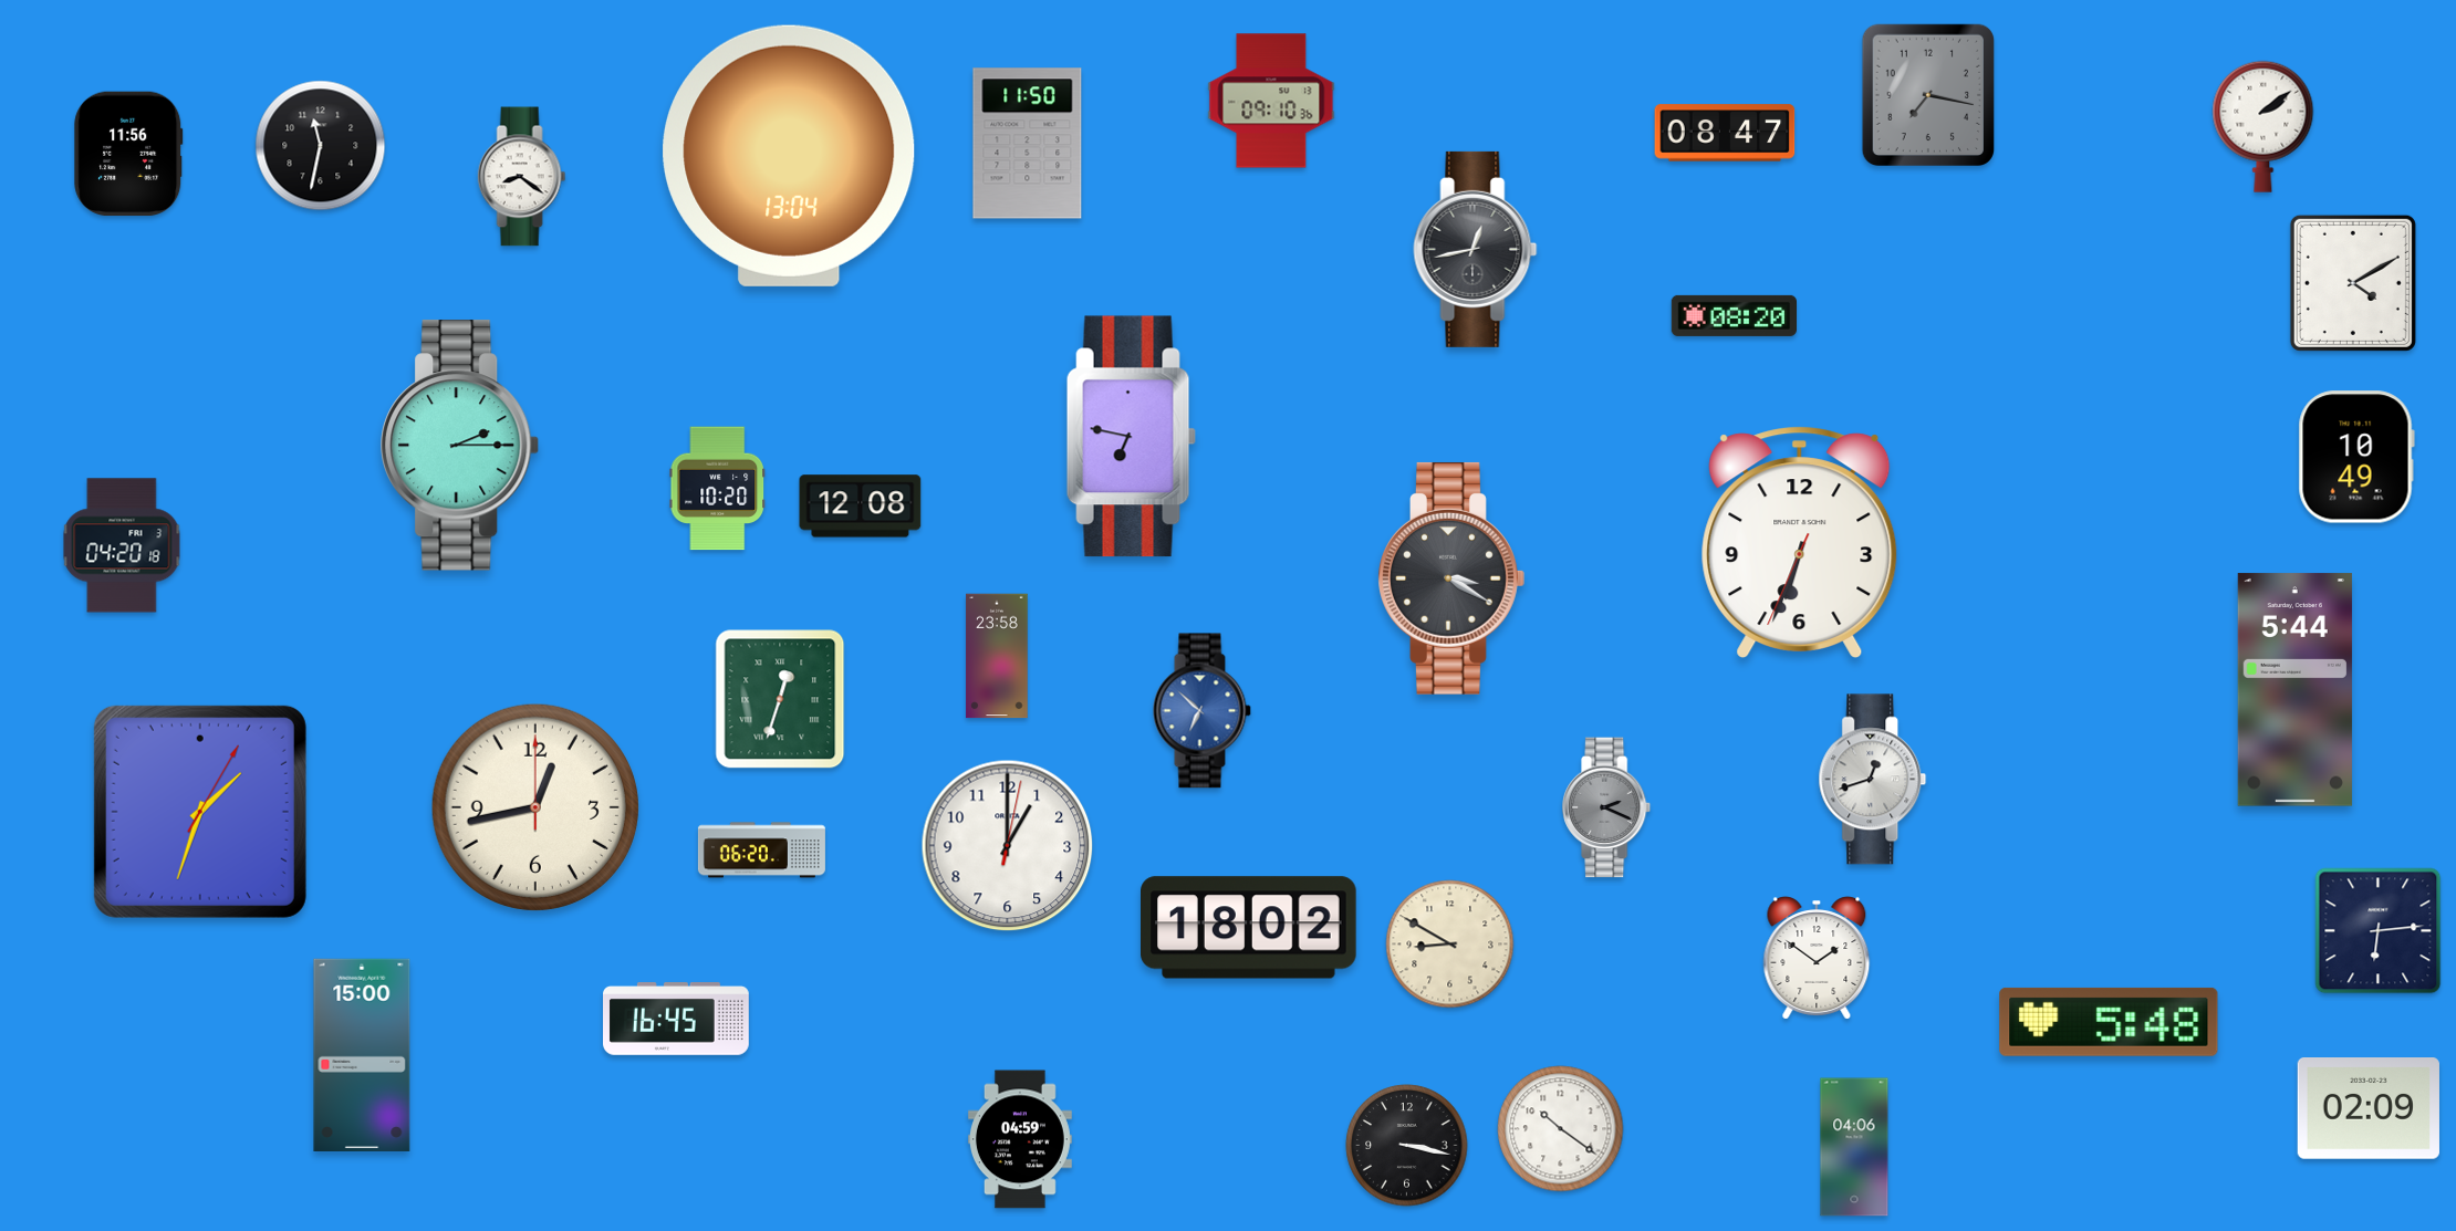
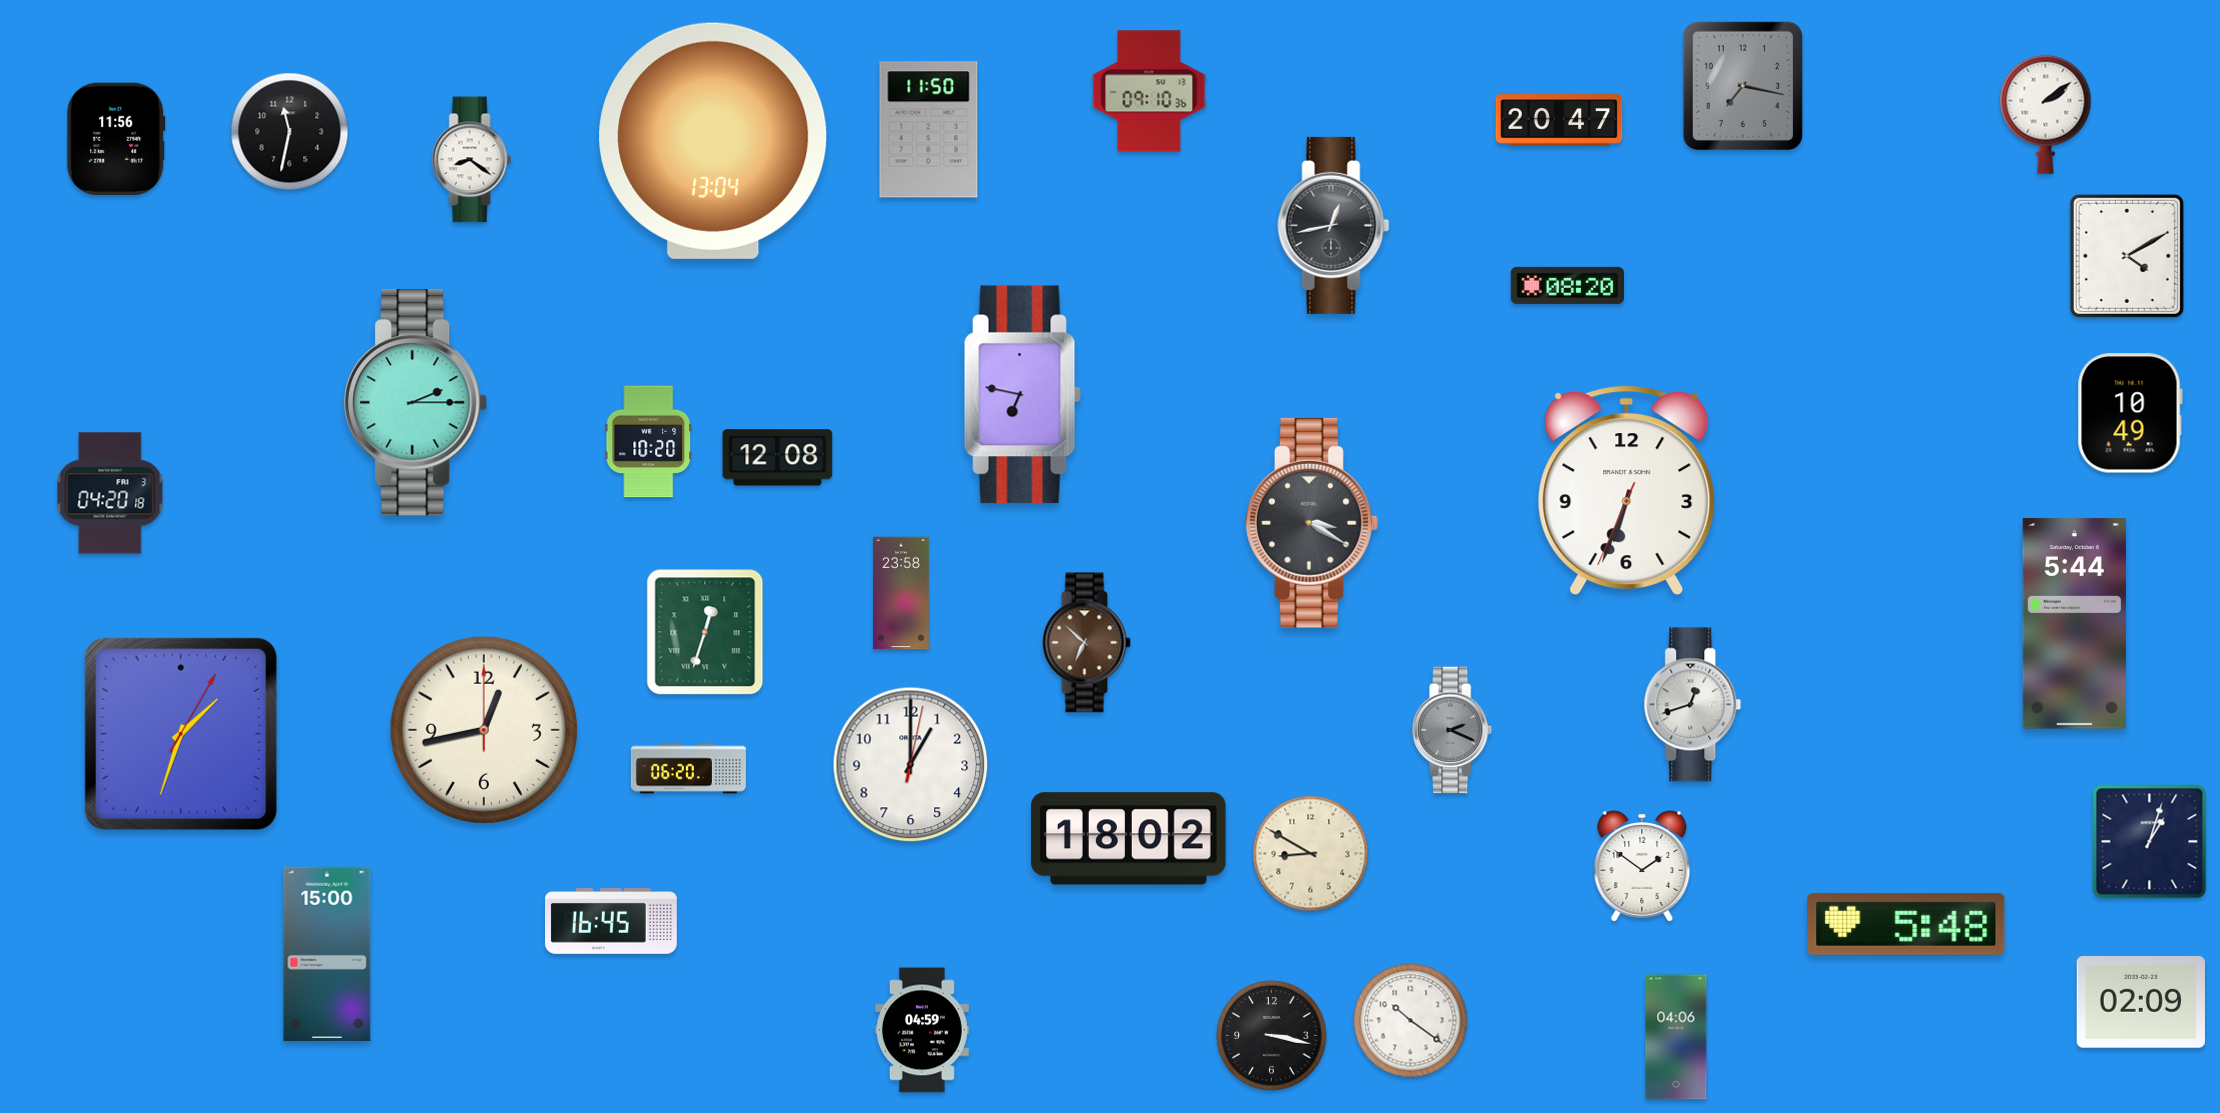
clock at (1725, 133): 08:47 -> 20:47
clock at (1201, 711) dial: blue -> brown
clock at (2379, 931): 6:14 -> 1:03
